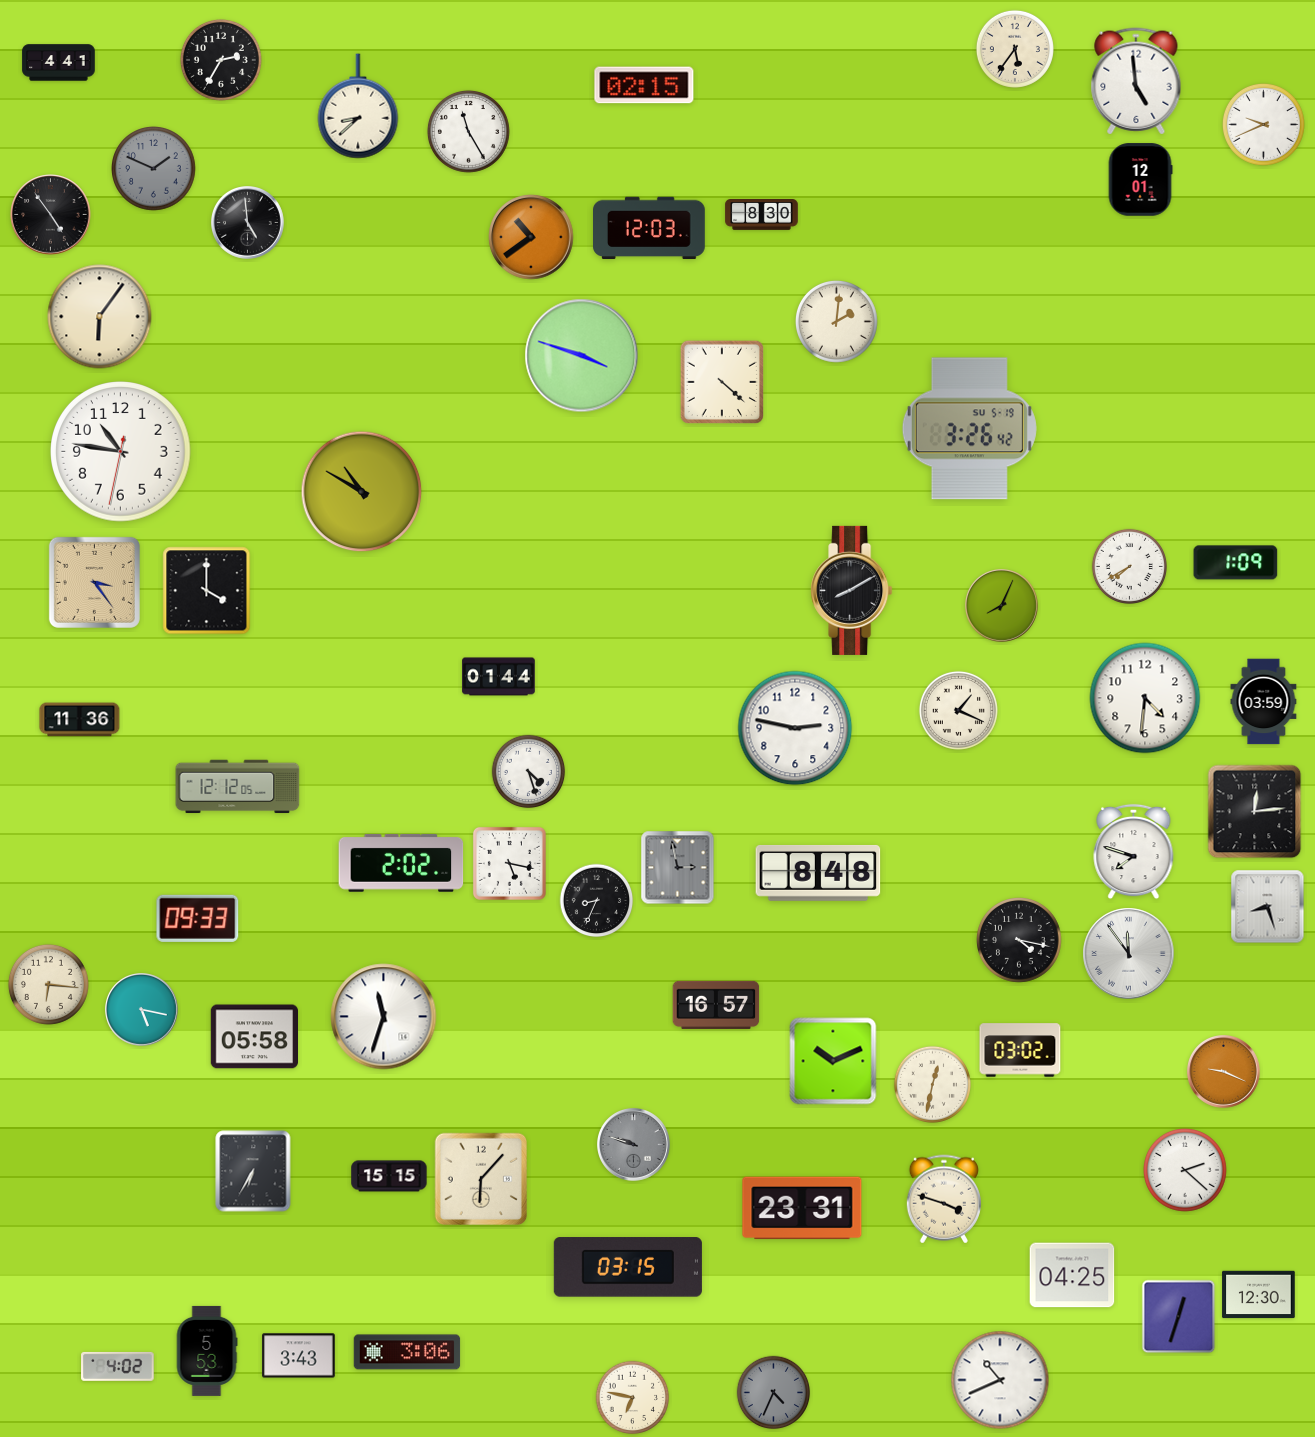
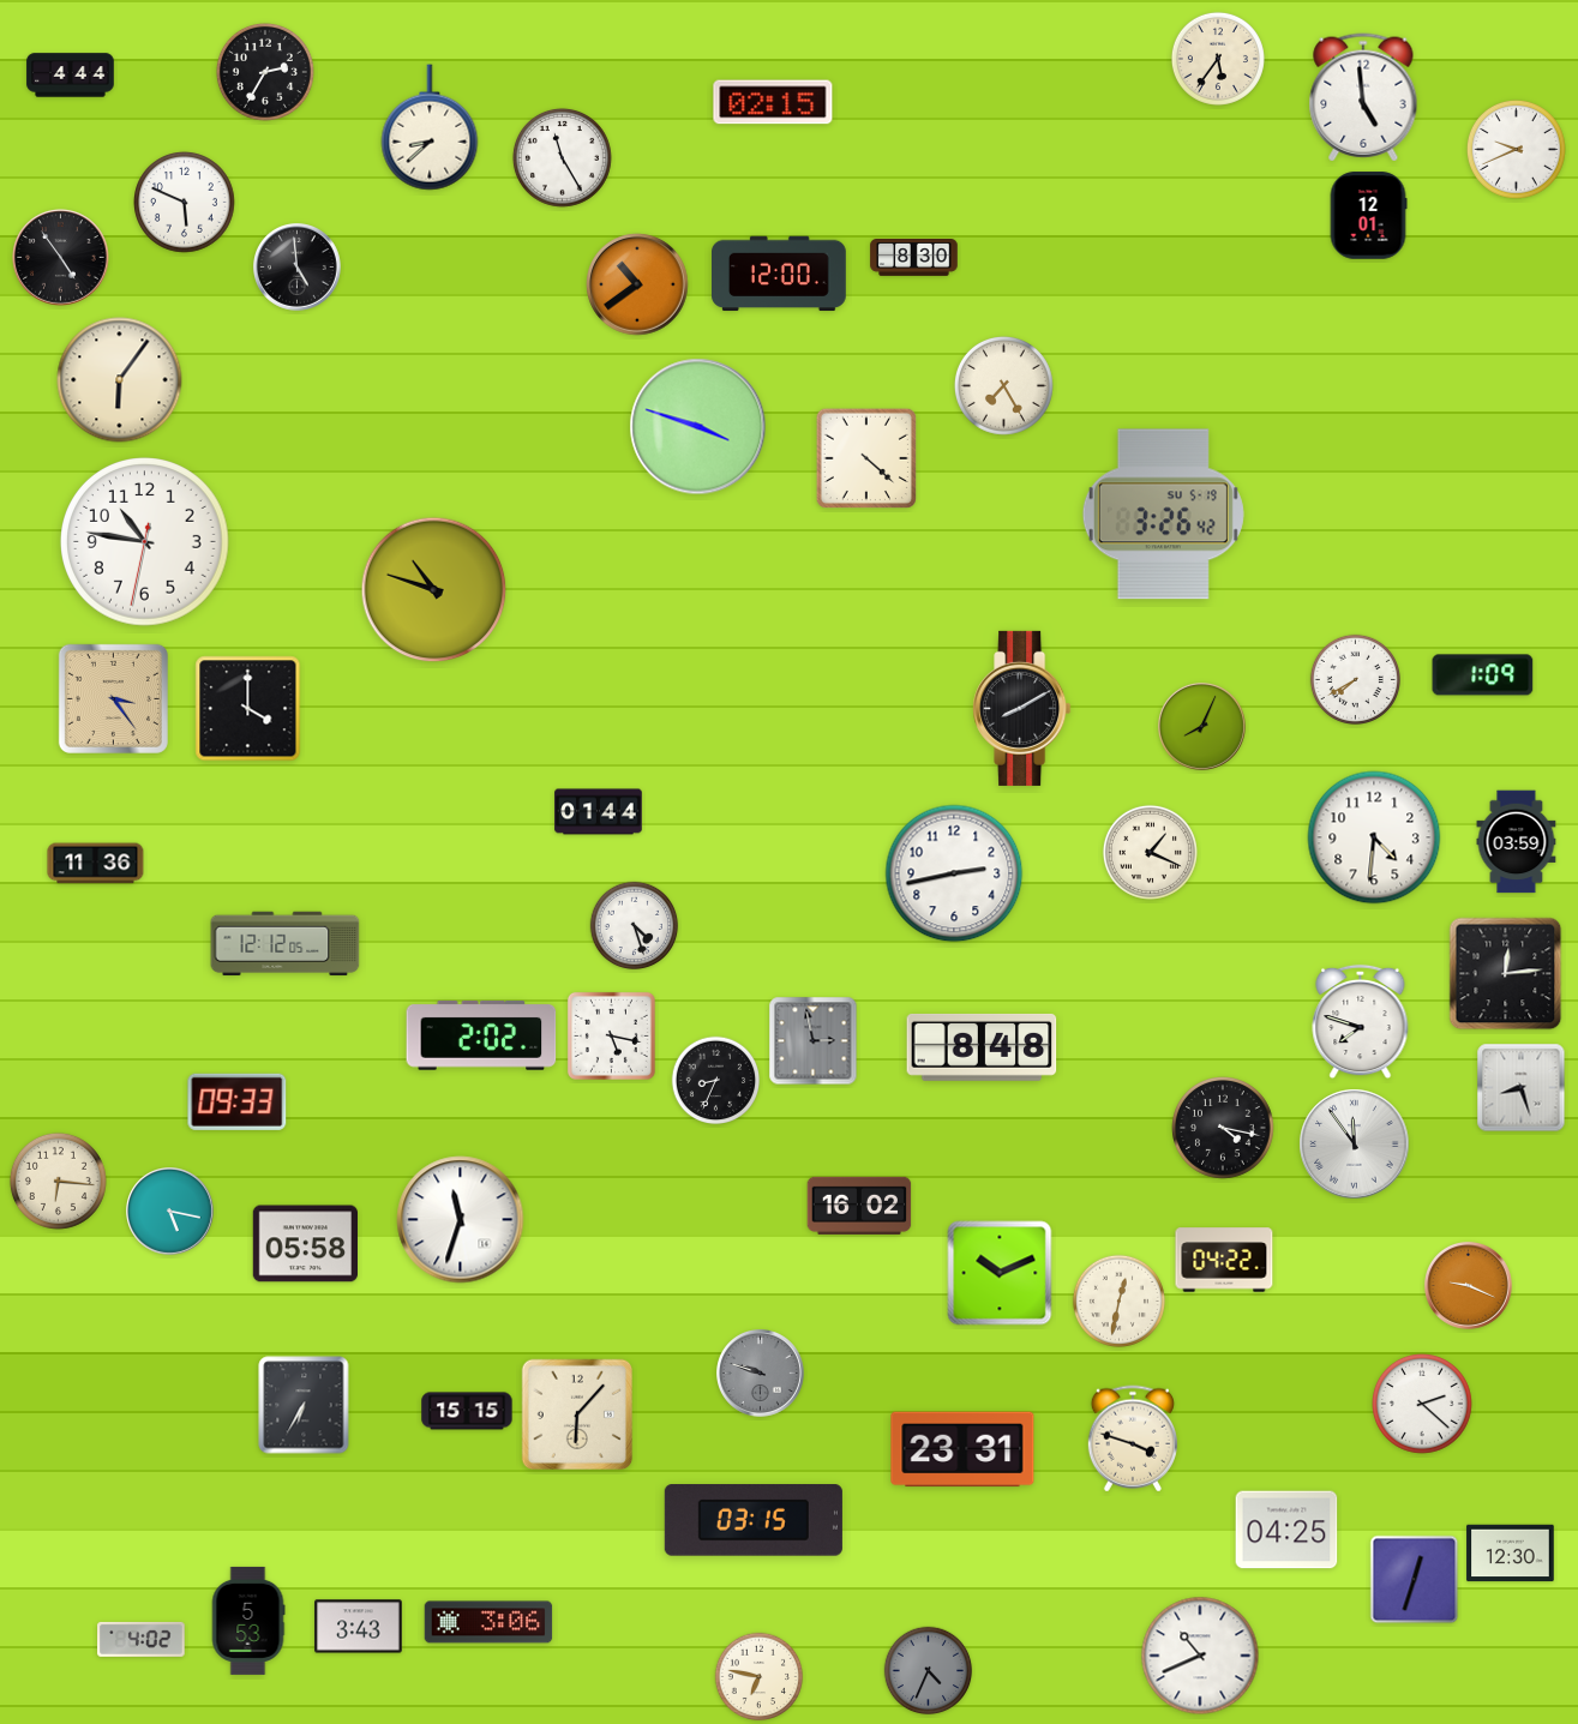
clock at (59, 63): 4:41 -> 4:44
clock at (154, 169): 1:49 -> 5:49
clock at (154, 169) dial: grey -> white
clock at (650, 228): 12:03 -> 12:00
clock at (836, 321): 2:01 -> 7:25
clock at (362, 492): 10:50 -> 10:48
clock at (795, 728): 2:47 -> 2:43
clock at (716, 1005): 16:57 -> 16:02
clock at (1020, 1050): 03:02 -> 04:22
